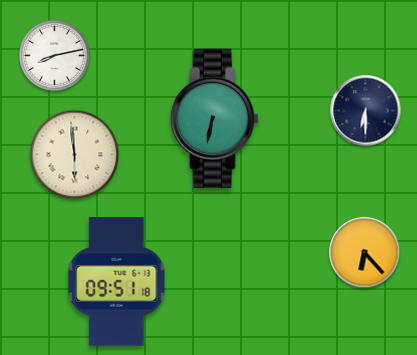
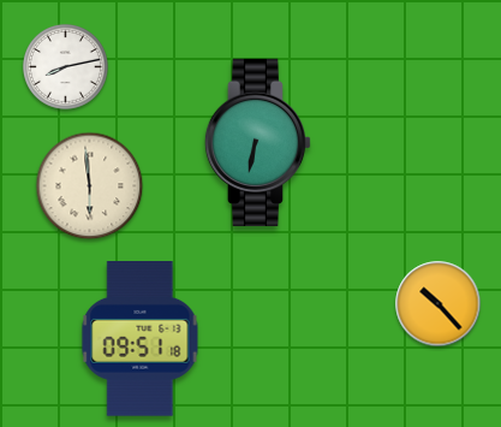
clock at (366, 111): 6:30 -> none
clock at (365, 253): 6:23 -> 10:23
